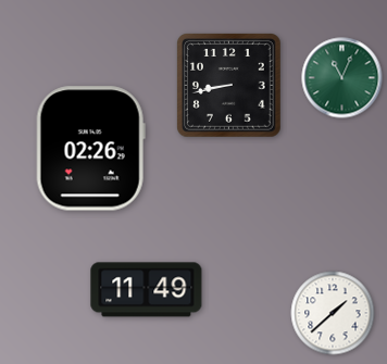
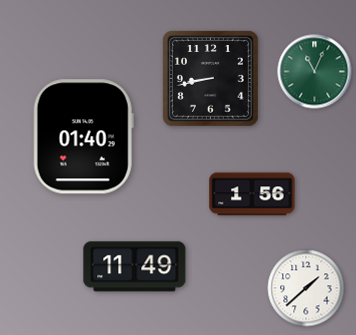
clock at (90, 149): 02:26 -> 01:40
clock at (252, 194): none -> 1:56
